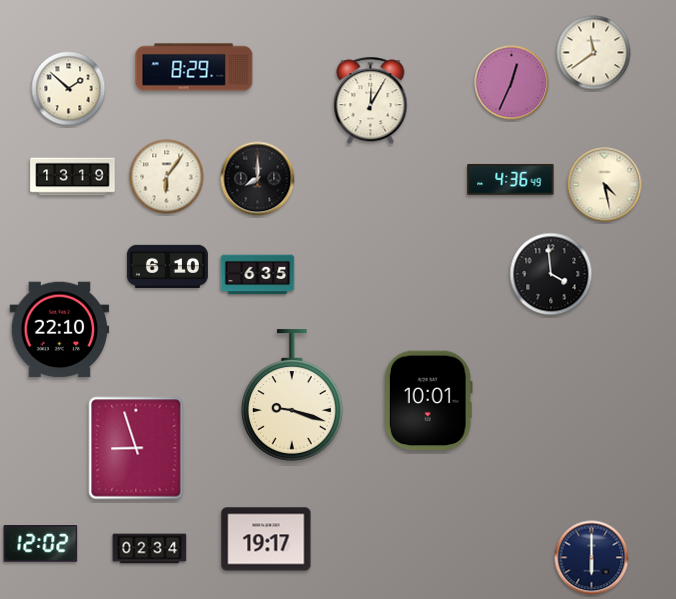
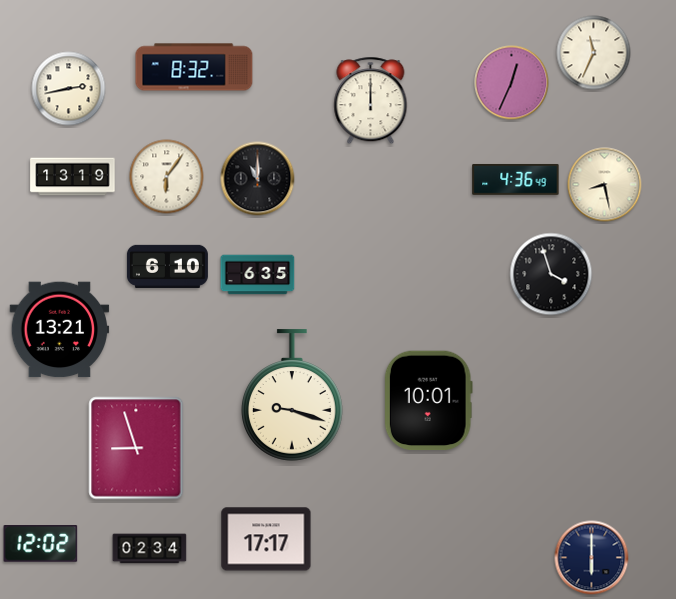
clock at (594, 53): 11:39 -> 11:34
clock at (194, 67): 8:29 -> 8:32
clock at (69, 89): 1:52 -> 2:43
clock at (371, 101): 12:05 -> 12:00
clock at (258, 179): 8:00 -> 11:00
clock at (511, 180) position: (511, 180) -> (516, 180)
clock at (605, 185): 4:28 -> 8:28
clock at (551, 274): 3:59 -> 3:57
clock at (60, 330): 22:10 -> 13:21
clock at (266, 539): 19:17 -> 17:17
